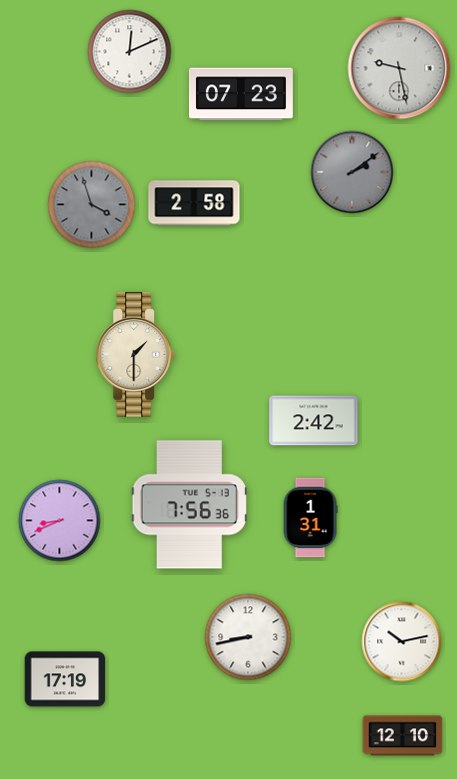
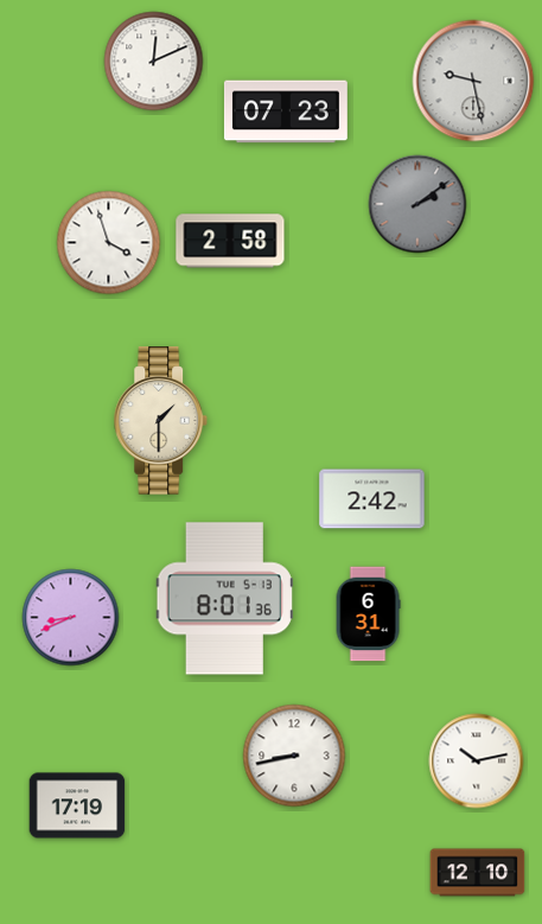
clock at (92, 205) dial: grey -> white
clock at (189, 505): 7:56 -> 8:01
clock at (310, 518): 1:31 -> 6:31
